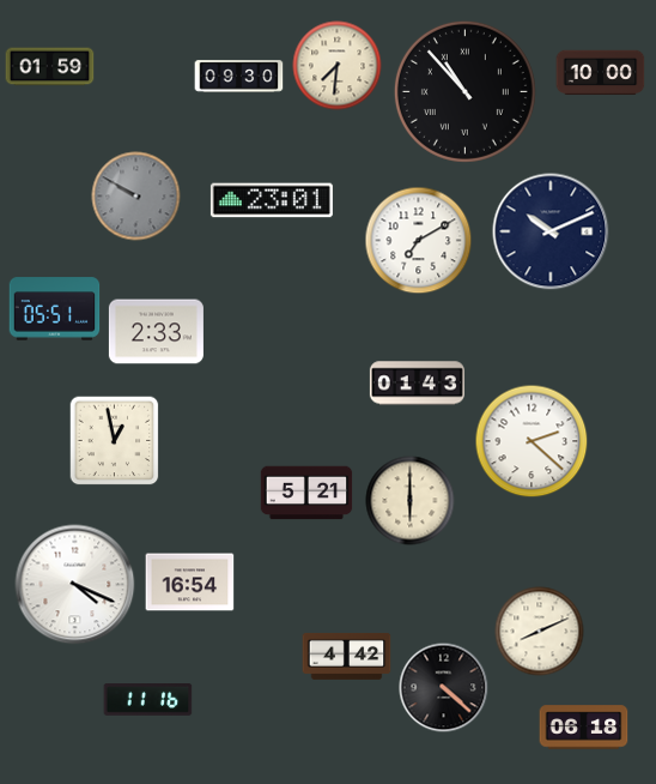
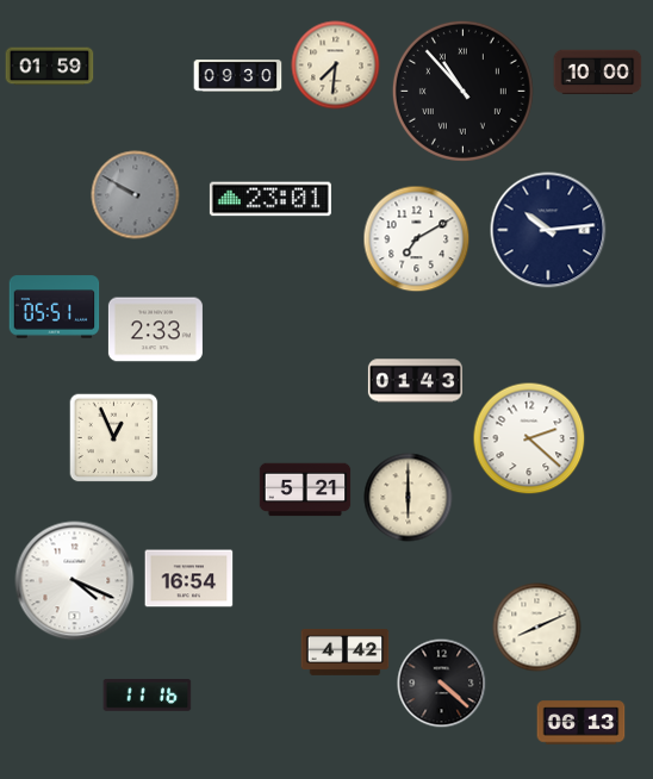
clock at (551, 231): 10:11 -> 10:14
clock at (115, 441): 12:58 -> 12:56
clock at (584, 728): 06:18 -> 06:13
